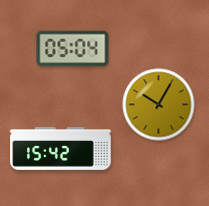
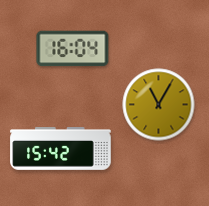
clock at (73, 49): 05:04 -> 16:04
clock at (159, 105): 10:05 -> 11:05
